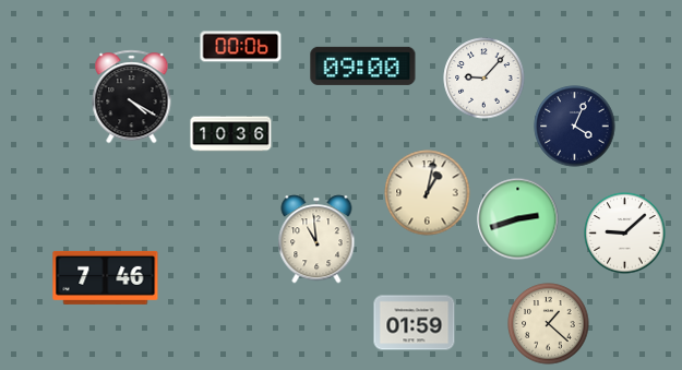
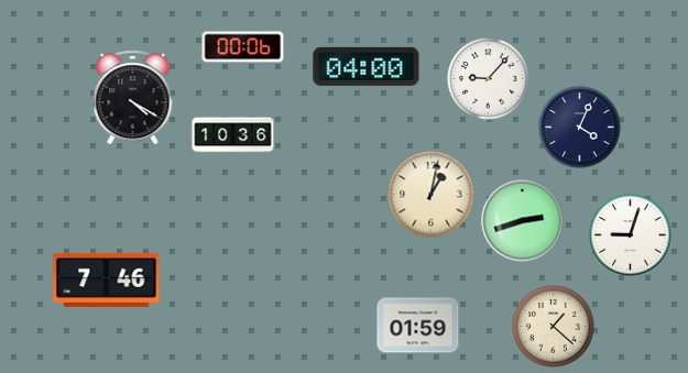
clock at (363, 65): 09:00 -> 04:00
clock at (625, 234): 9:08 -> 9:03
clock at (316, 239): 10:59 -> none
